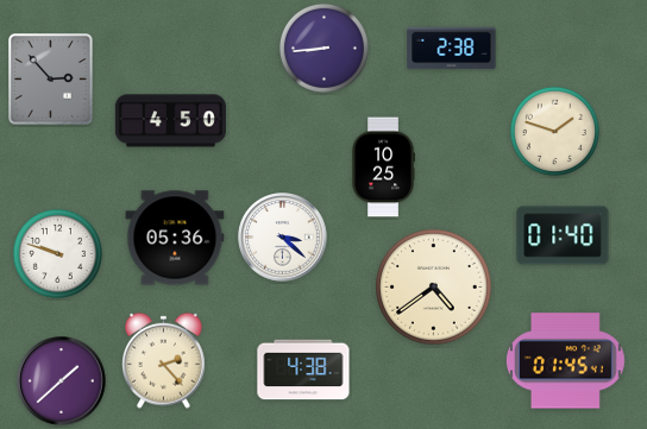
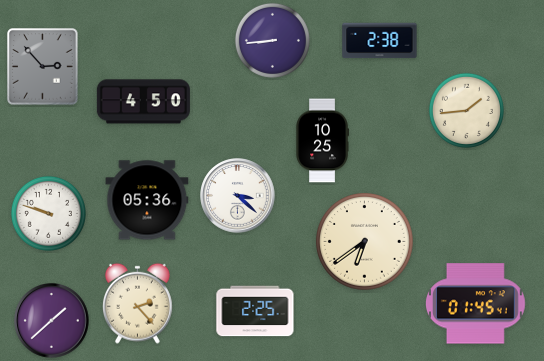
clock at (554, 131): 1:48 -> 1:44
clock at (563, 235): 01:40 -> none
clock at (283, 238) position: (283, 238) -> (238, 196)
clock at (434, 288): 4:39 -> 6:39
clock at (303, 370): 4:38 -> 2:25
